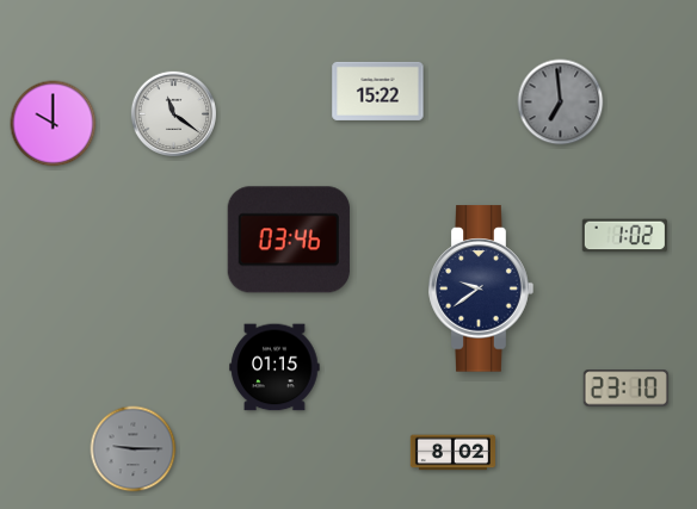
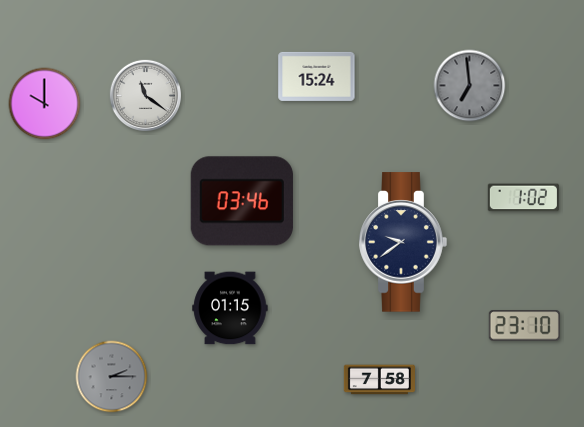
clock at (378, 91): 15:22 -> 15:24
clock at (134, 449): 9:15 -> 2:15
clock at (452, 453): 8:02 -> 7:58
